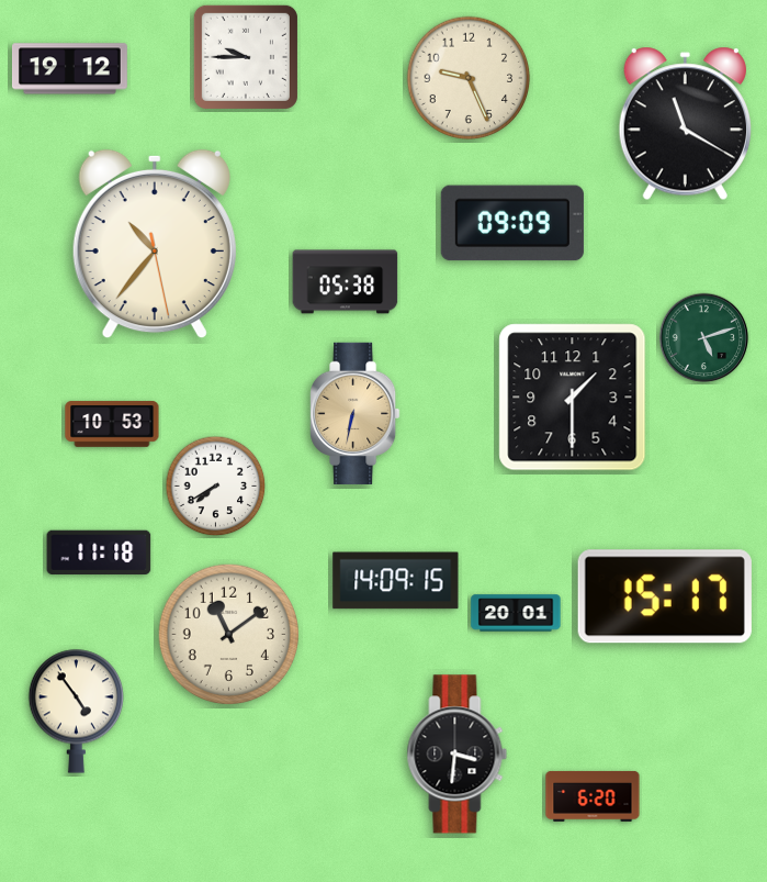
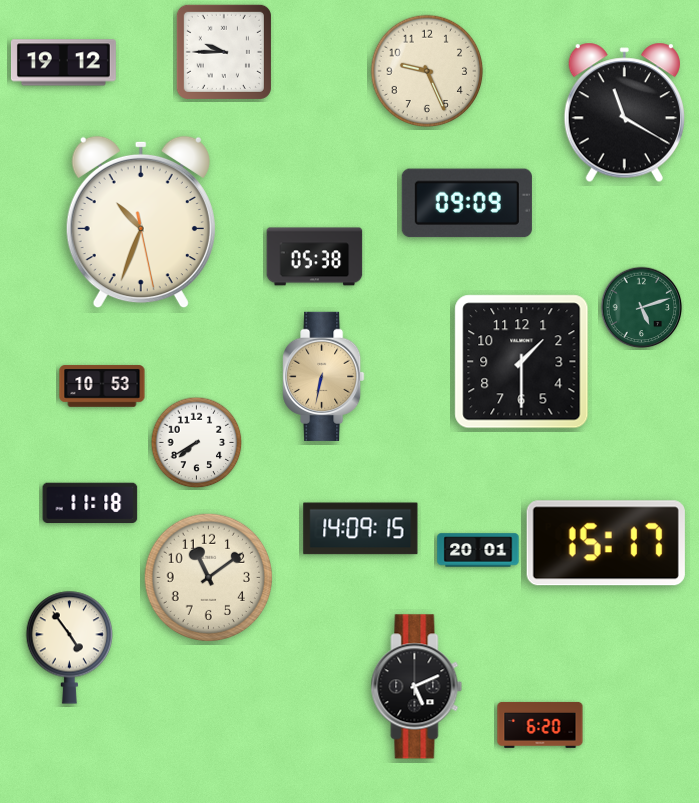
clock at (155, 244): 10:36 -> 10:33
clock at (516, 613) position: (516, 613) -> (478, 550)
clock at (458, 755): 3:31 -> 5:11
